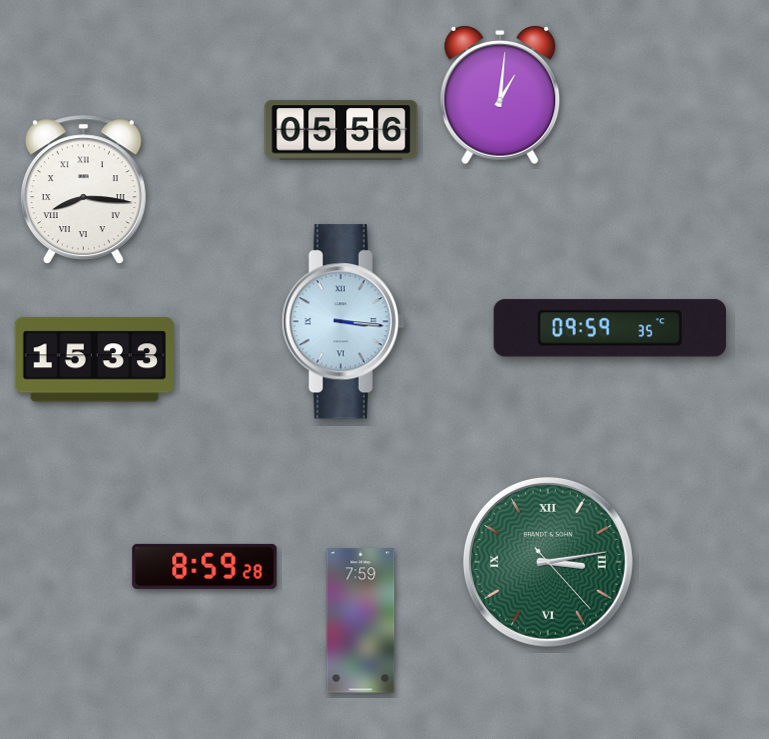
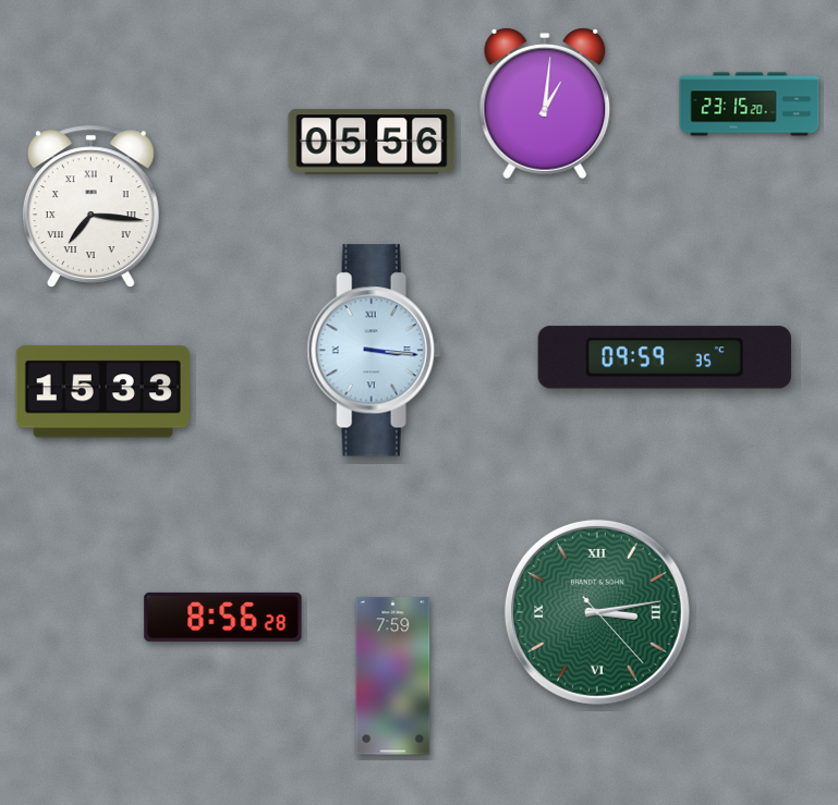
clock at (750, 105): none -> 23:15
clock at (83, 189): 8:16 -> 7:16
clock at (205, 566): 8:59 -> 8:56
